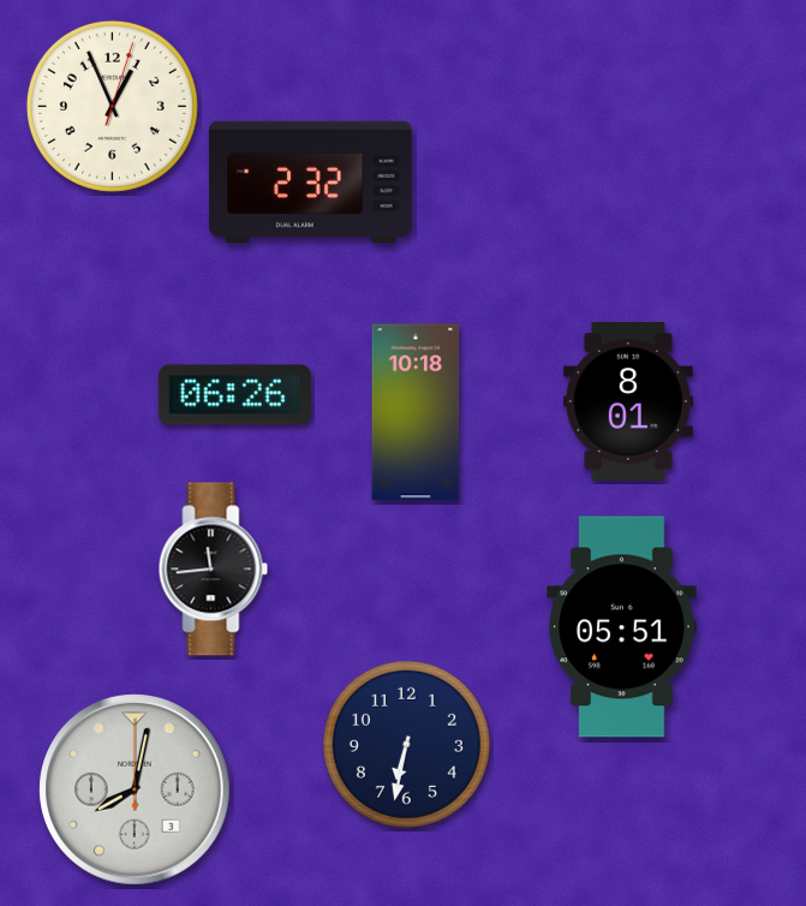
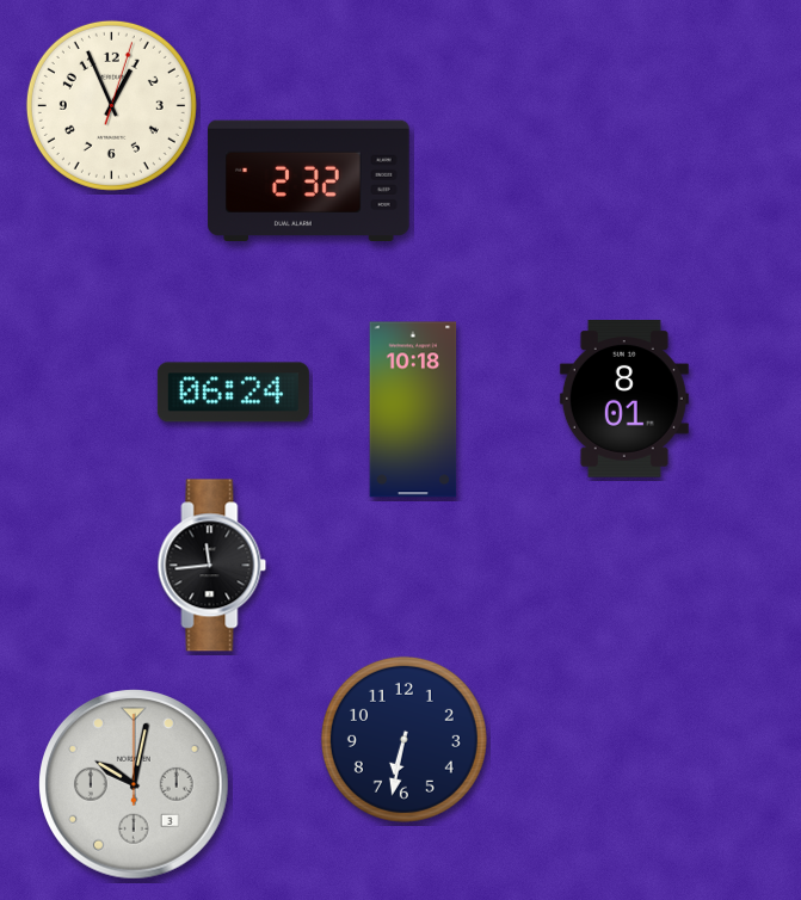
clock at (234, 395): 06:26 -> 06:24
clock at (622, 627): 05:51 -> none
clock at (135, 789): 8:02 -> 10:02
